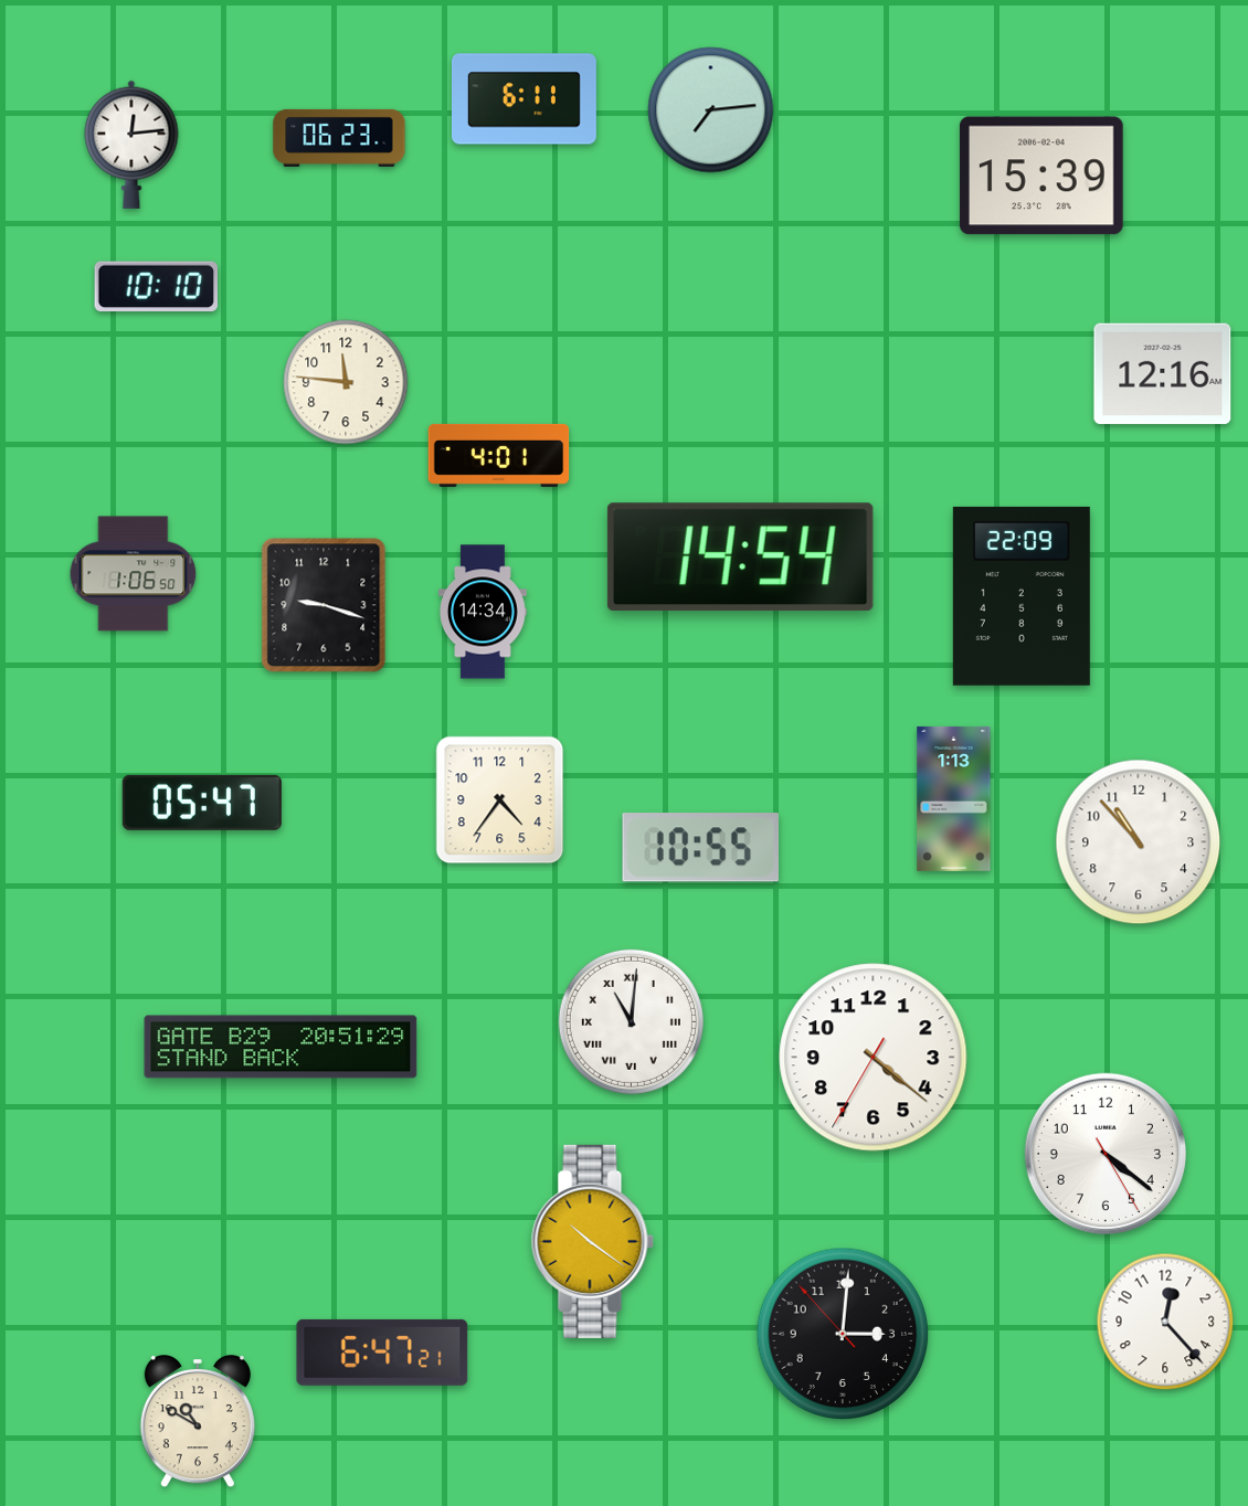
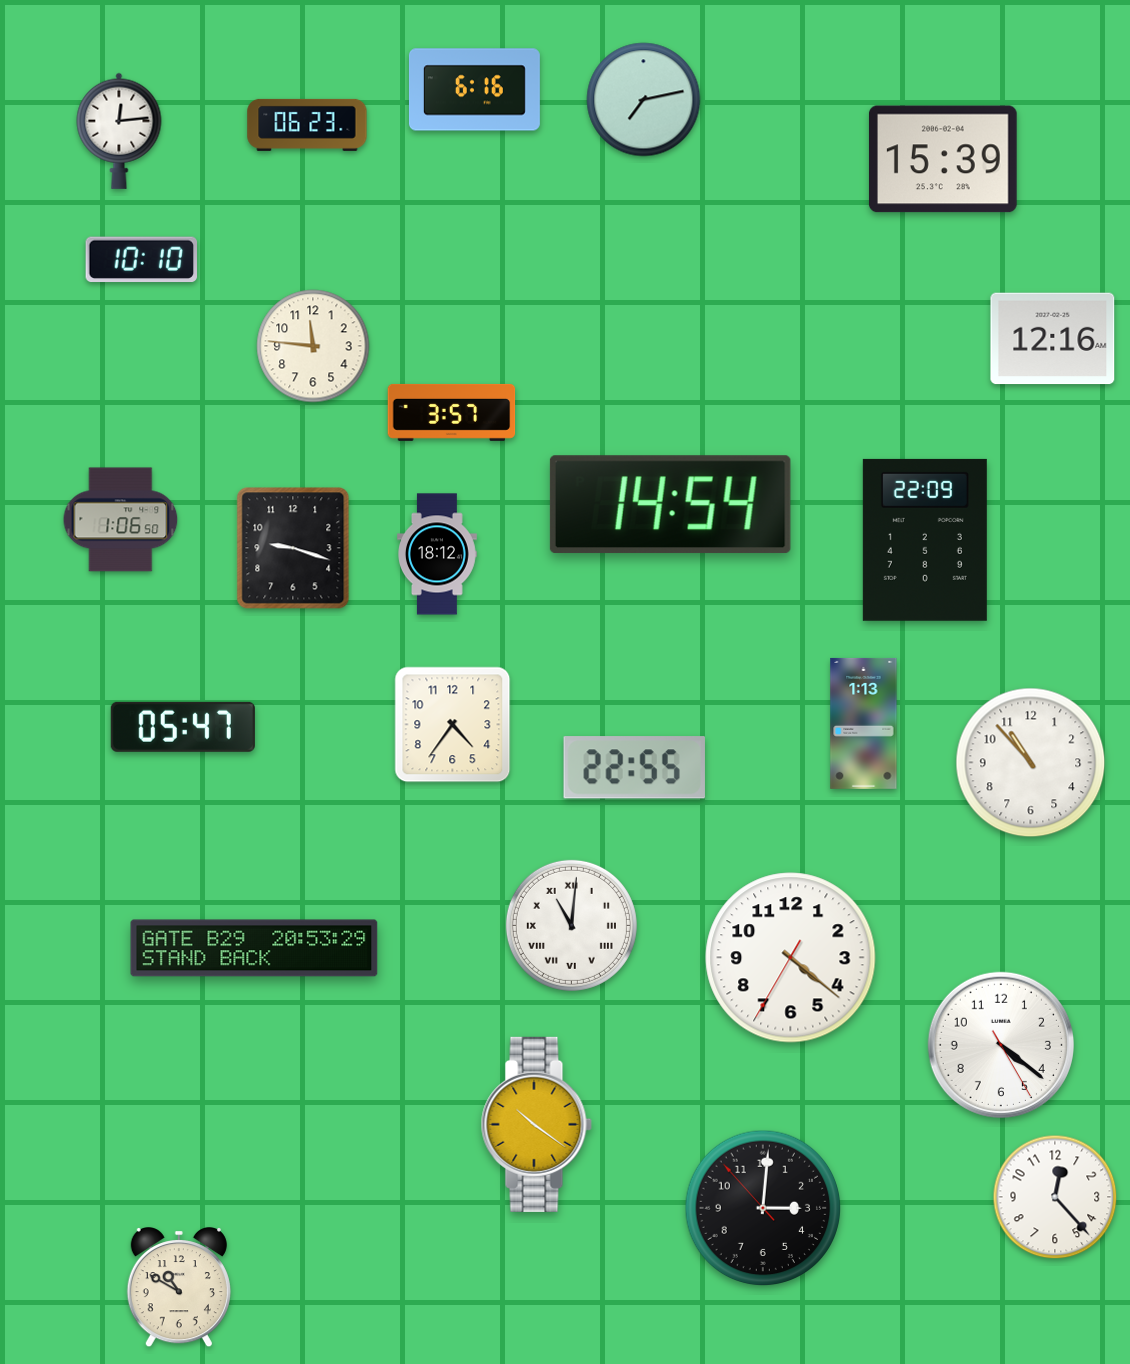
clock at (523, 99): 6:11 -> 6:16
clock at (711, 110): 7:14 -> 7:13
clock at (499, 455): 4:01 -> 3:57
clock at (484, 612): 14:34 -> 18:12
clock at (700, 848): 10:55 -> 22:55
clock at (281, 1047): 20:51 -> 20:53
clock at (382, 1353): 6:47 -> none
